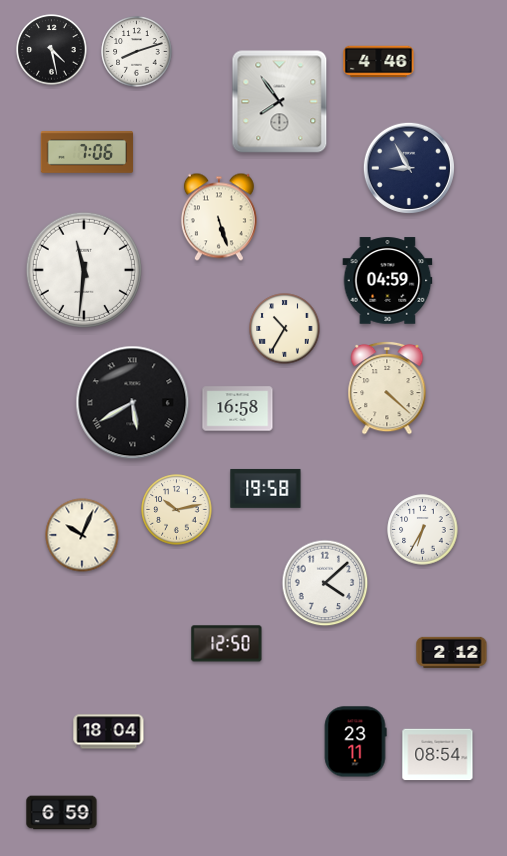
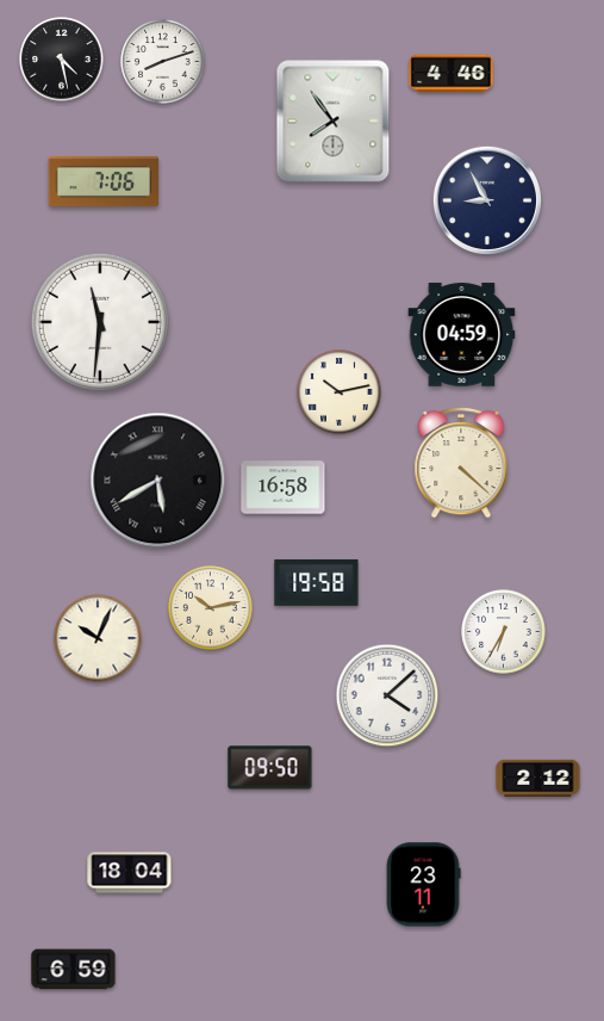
clock at (219, 217): 5:27 -> none
clock at (285, 329): 10:35 -> 10:13
clock at (227, 644): 12:50 -> 09:50
clock at (438, 755): 08:54 -> none
